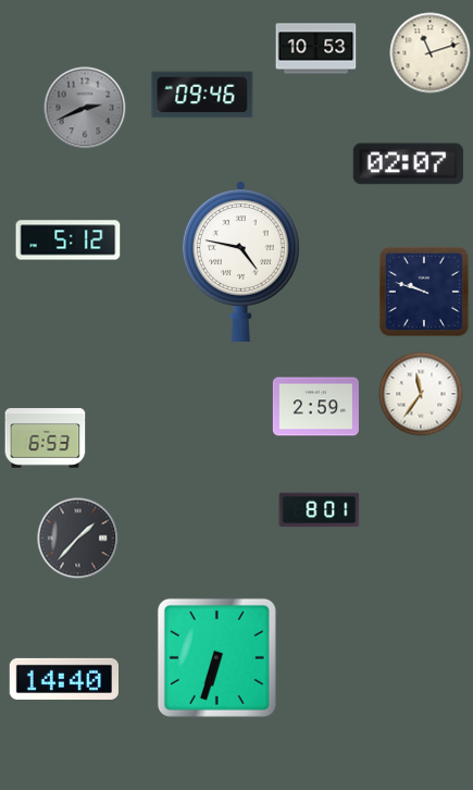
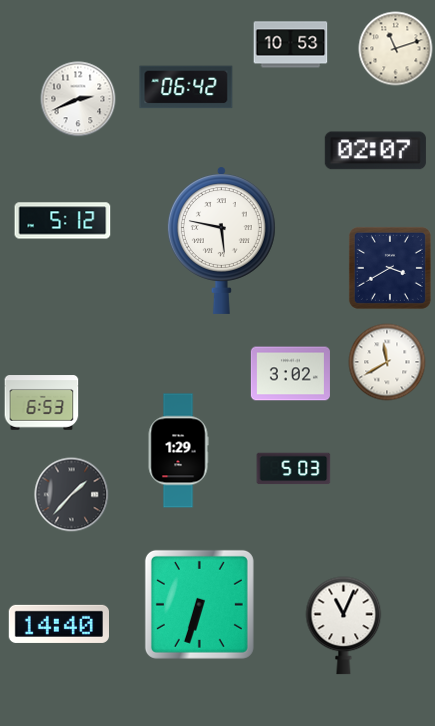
clock at (202, 95): 09:46 -> 06:42
clock at (85, 108) dial: grey -> white
clock at (240, 261): 4:47 -> 5:47
clock at (424, 292): 9:48 -> 3:40
clock at (421, 394): 11:36 -> 11:40
clock at (315, 407): 2:59 -> 3:02
clock at (178, 451): none -> 1:29
clock at (320, 510): 8:01 -> 5:03
clock at (344, 626): none -> 11:04
